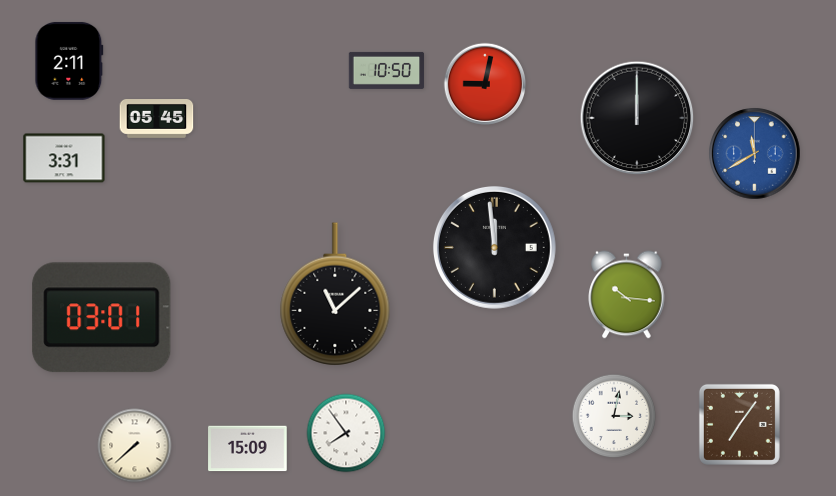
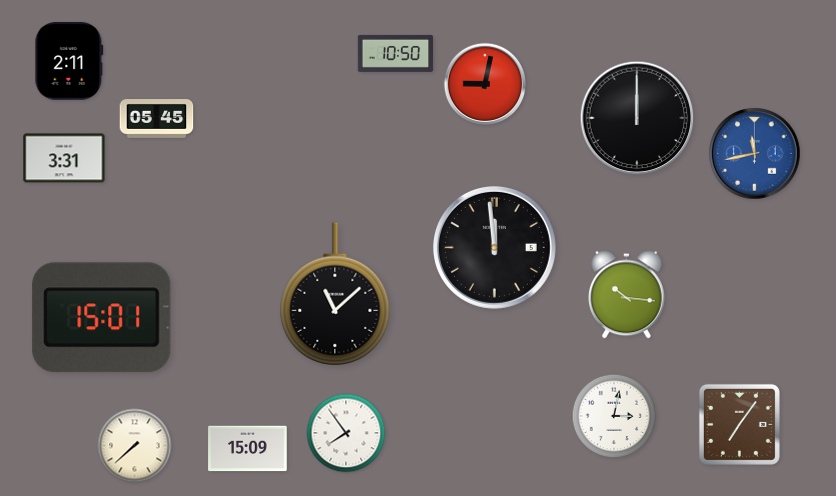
clock at (387, 70) position: (387, 70) -> (396, 53)
clock at (755, 154): 11:40 -> 11:43
clock at (102, 318): 03:01 -> 15:01
